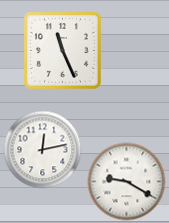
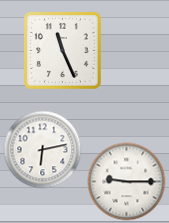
clock at (42, 149): 12:13 -> 6:13
clock at (126, 181): 9:20 -> 9:15
